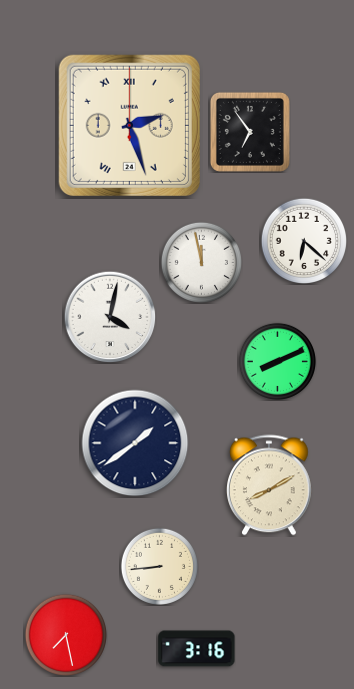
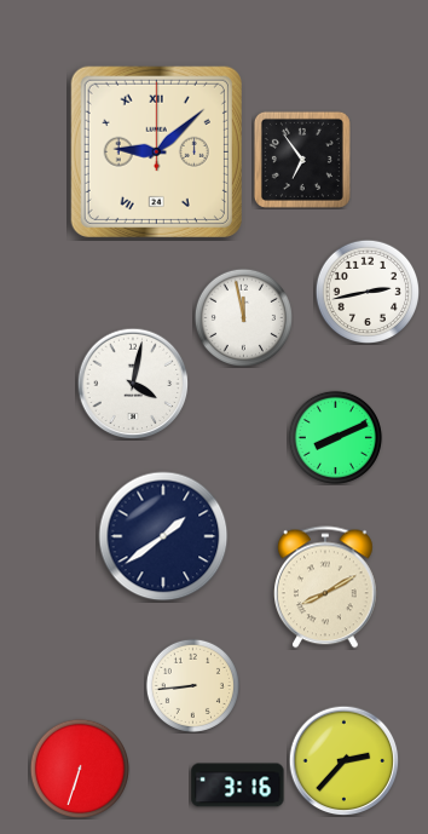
clock at (129, 125): 2:27 -> 9:08
clock at (304, 241): 6:22 -> 2:43
clock at (343, 760): none -> 2:37
clock at (65, 634): 7:28 -> 6:33
